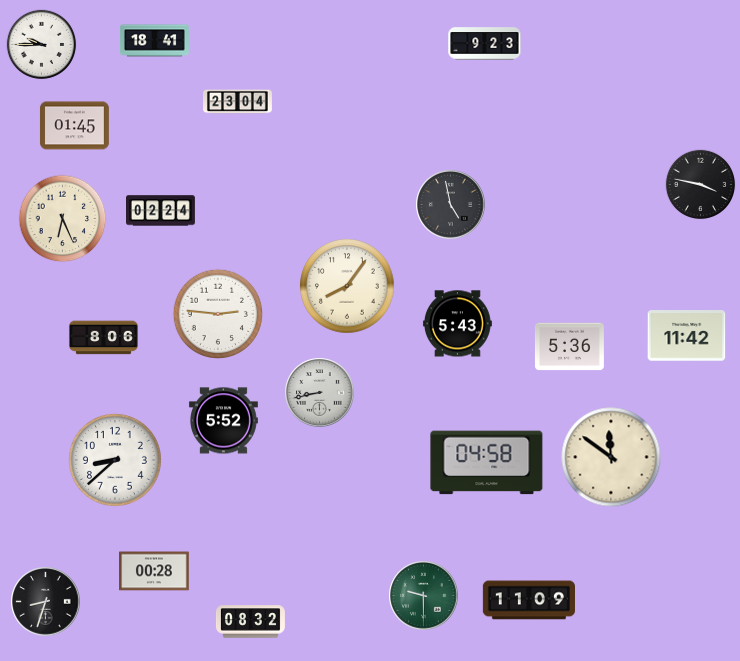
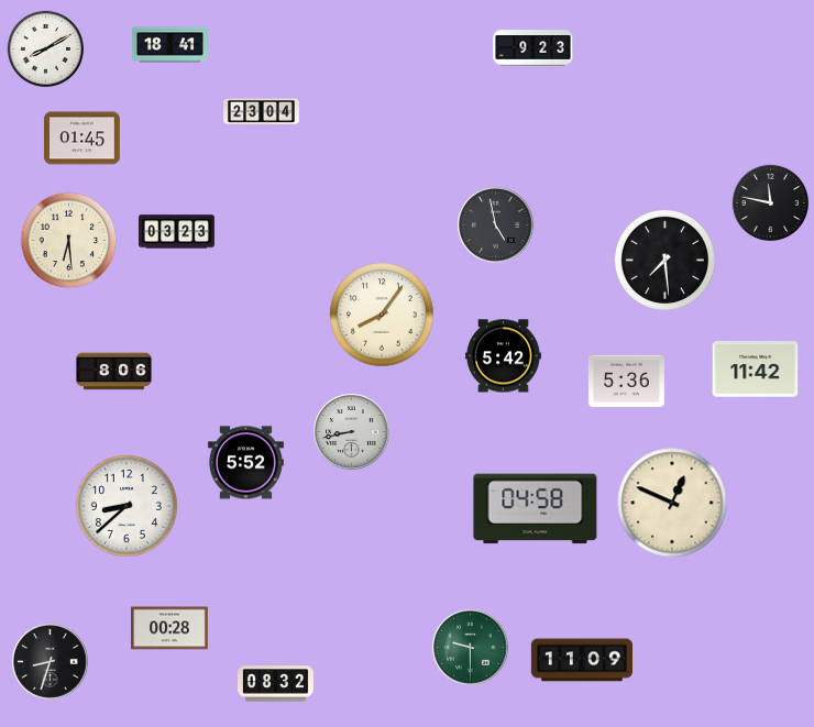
clock at (42, 45): 9:45 -> 8:10
clock at (701, 185): 3:47 -> 11:47
clock at (161, 211): 02:24 -> 03:23
clock at (63, 219): 6:26 -> 6:29
clock at (664, 260): none -> 7:29
clock at (218, 314): 2:46 -> none
clock at (457, 324): 5:43 -> 5:42
clock at (611, 457): 11:51 -> 12:49
clock at (424, 596) position: (424, 596) -> (471, 648)
